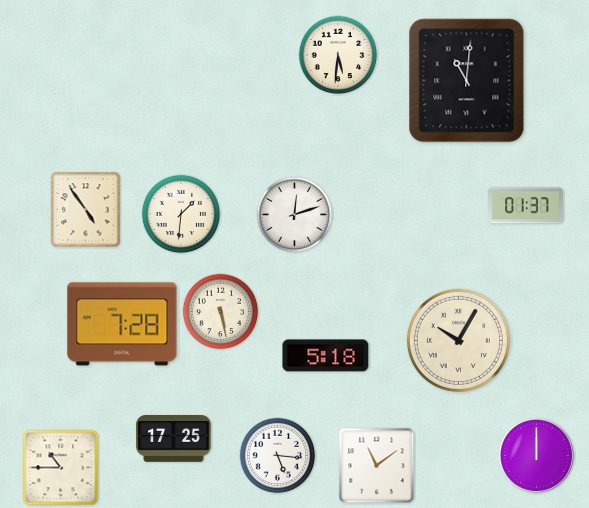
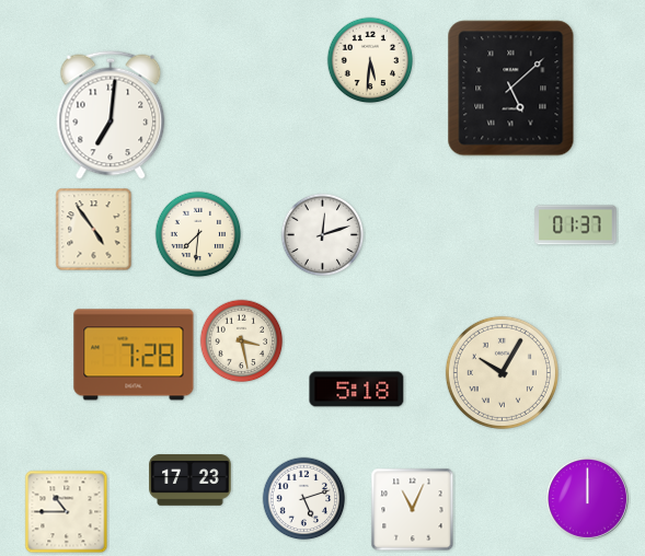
clock at (467, 81): 11:01 -> 5:08
clock at (111, 115): none -> 7:01
clock at (181, 214): 1:31 -> 7:31
clock at (221, 312): 5:28 -> 3:28
clock at (174, 439): 17:25 -> 17:23
clock at (278, 456): 5:16 -> 5:12
clock at (377, 466): 11:09 -> 11:04
